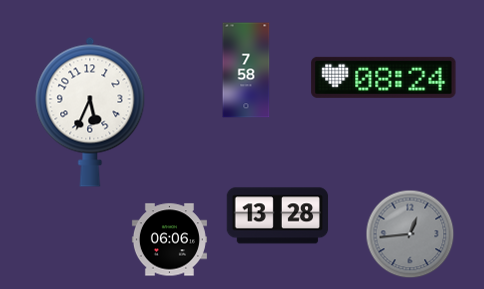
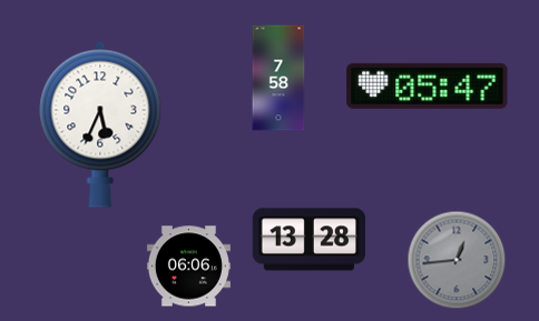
clock at (246, 70) position: (246, 70) -> (278, 78)
clock at (384, 77): 08:24 -> 05:47
